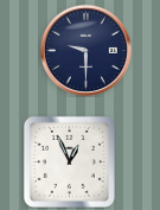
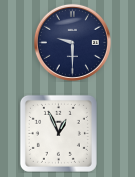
clock at (69, 161) position: (69, 161) -> (58, 133)
